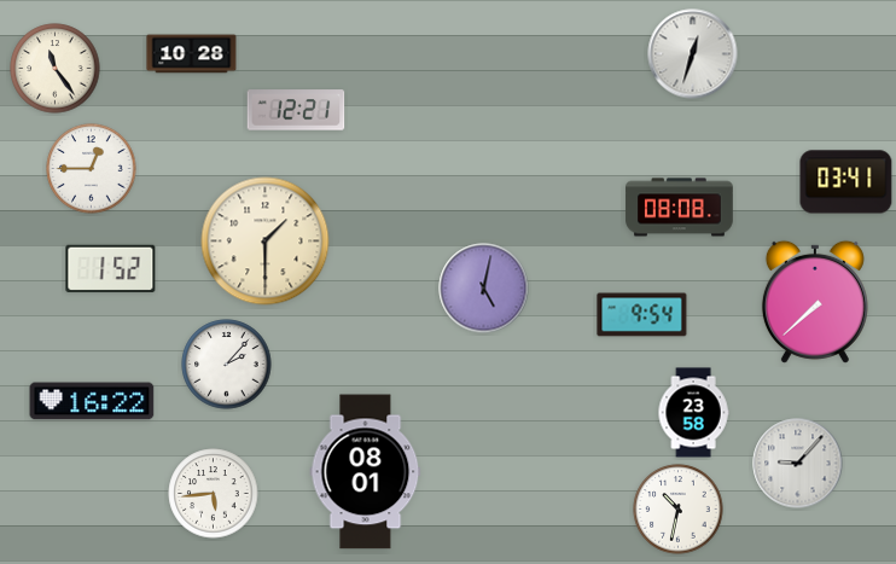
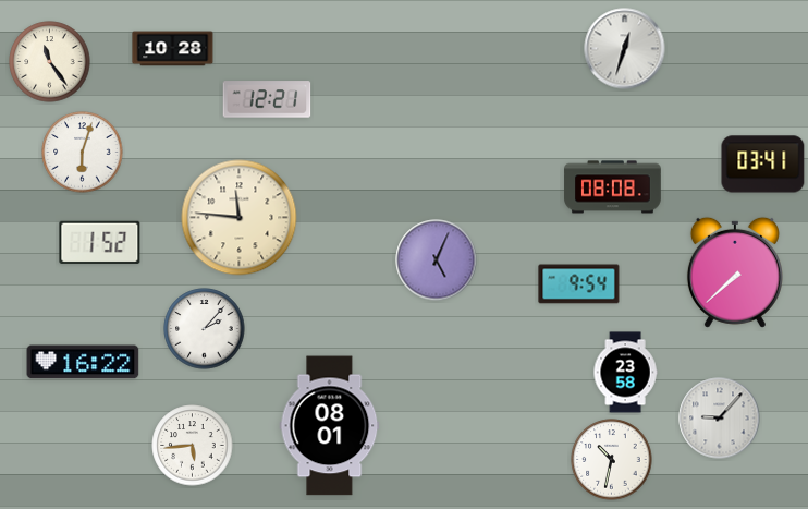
clock at (92, 169): 12:45 -> 6:03
clock at (266, 242): 1:30 -> 11:46
clock at (484, 289): 5:02 -> 5:04
